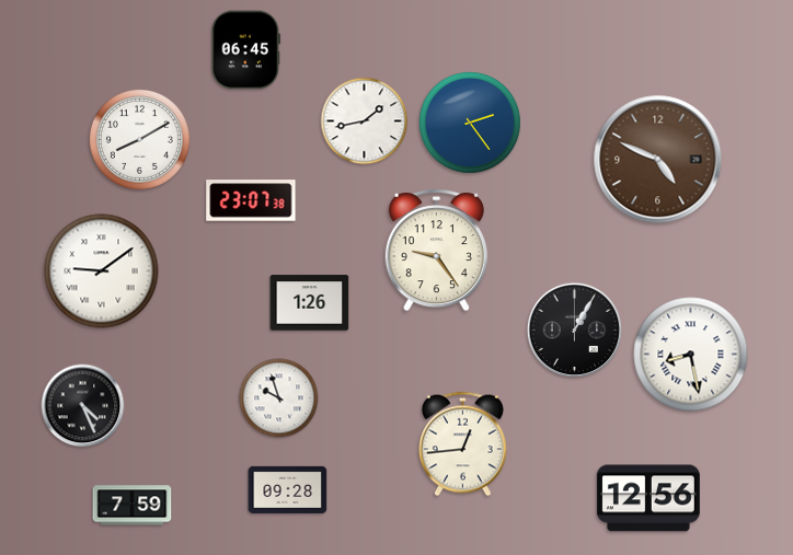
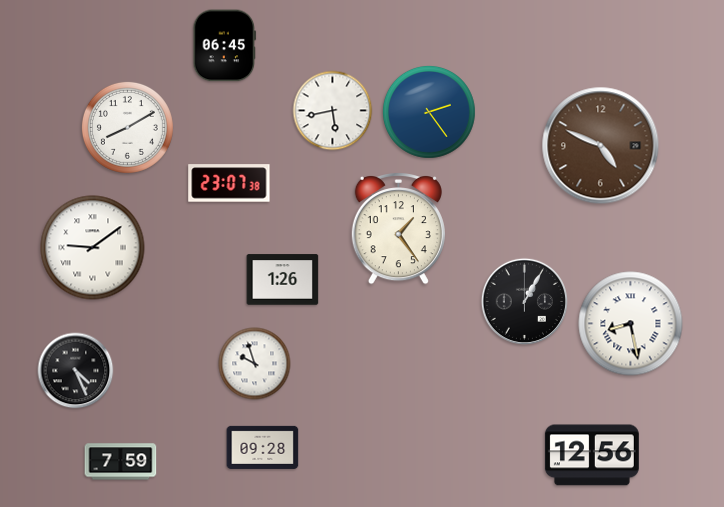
clock at (365, 122): 1:43 -> 5:43
clock at (436, 251): 9:24 -> 1:24
clock at (310, 303) position: (310, 303) -> (283, 280)
clock at (462, 444): 12:44 -> none
